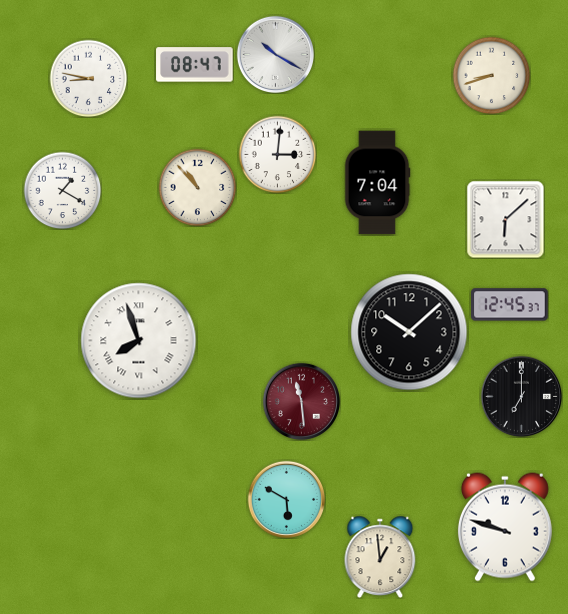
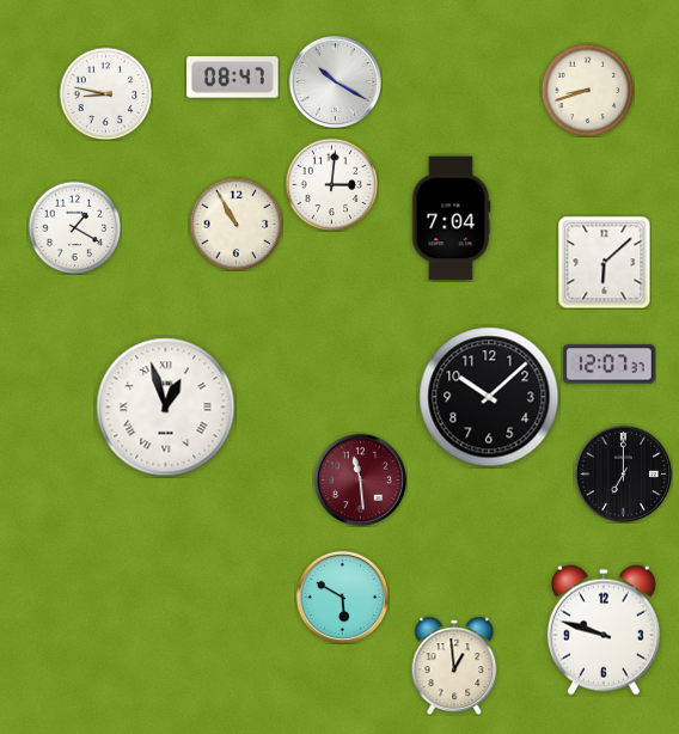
clock at (275, 54) position: (275, 54) -> (335, 81)
clock at (197, 187): 10:53 -> 10:55
clock at (510, 305): 12:45 -> 12:07
clock at (139, 341): 7:57 -> 12:57
